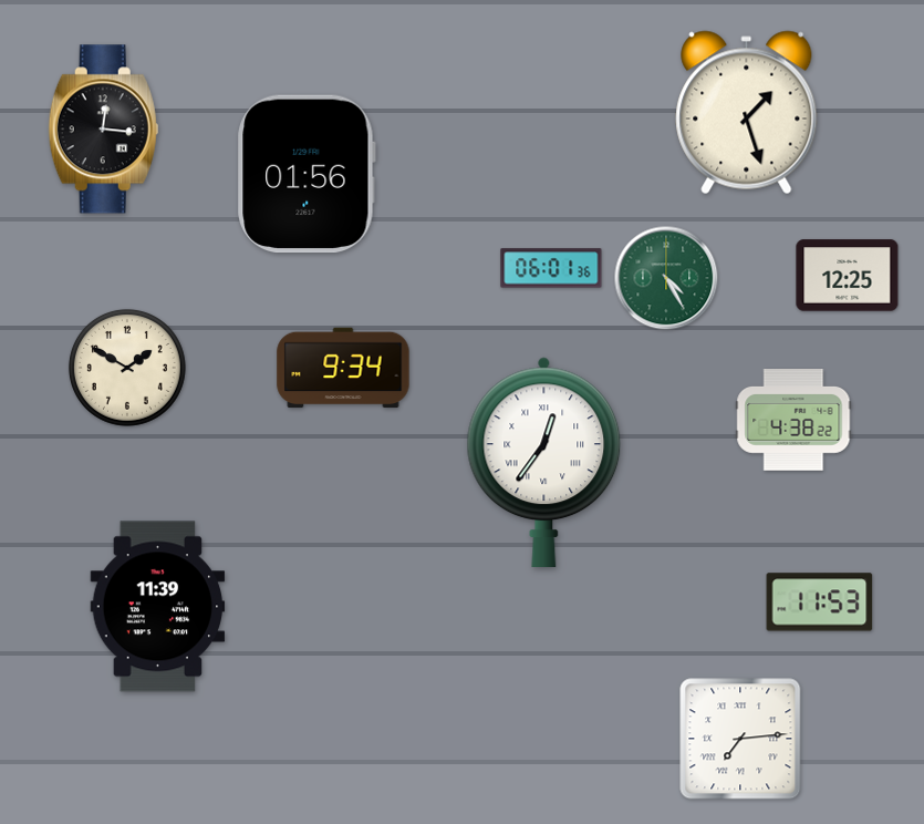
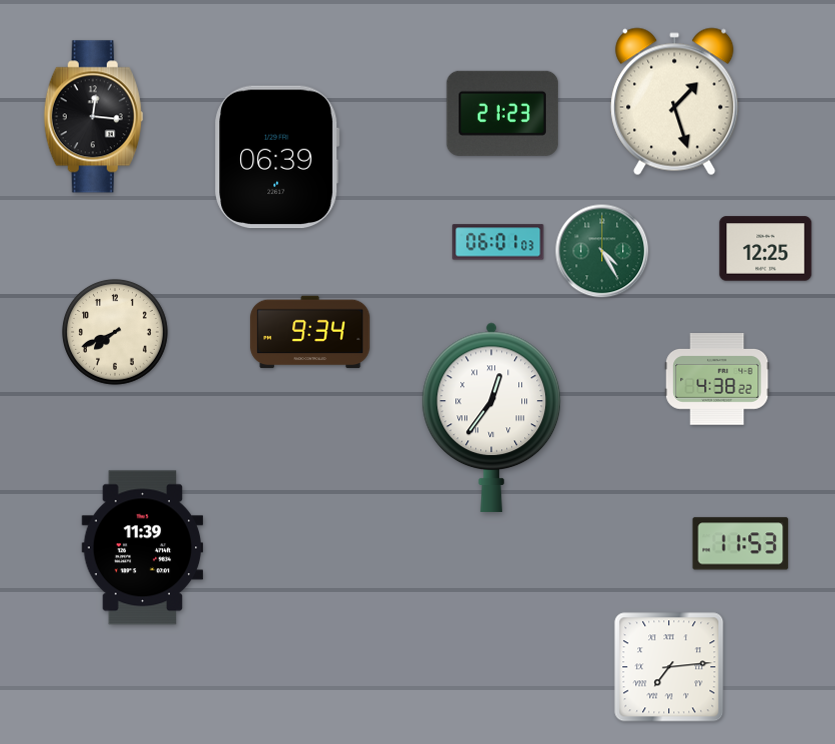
clock at (503, 113): none -> 21:23
clock at (307, 174): 01:56 -> 06:39
clock at (551, 268): 06:01:36 -> 06:01:03
clock at (127, 368): 1:50 -> 7:41
